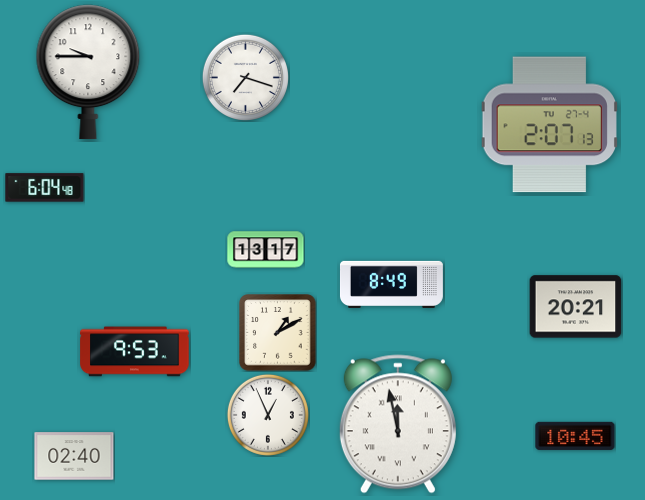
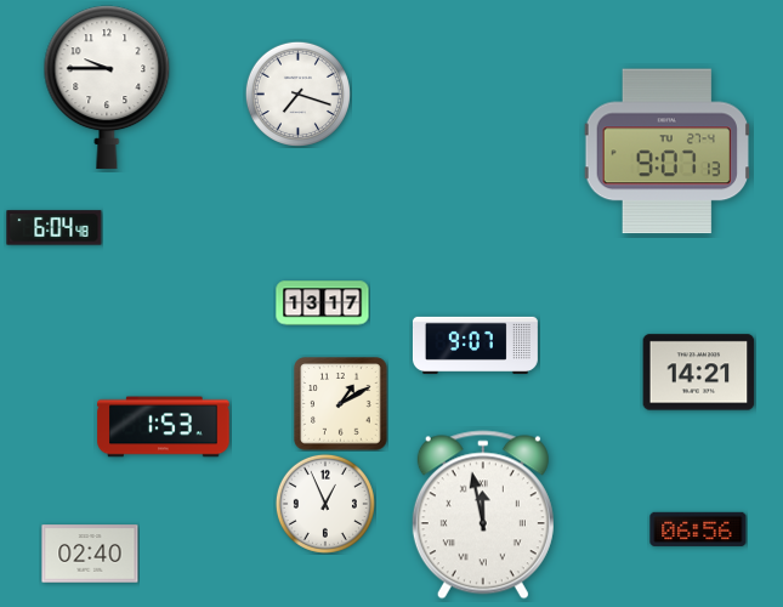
clock at (549, 125): 2:07 -> 9:07
clock at (391, 284): 8:49 -> 9:07
clock at (576, 307): 20:21 -> 14:21
clock at (278, 333) position: (278, 333) -> (341, 404)
clock at (135, 352): 9:53 -> 1:53
clock at (575, 436): 10:45 -> 06:56
